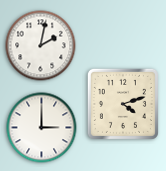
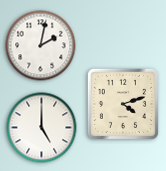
clock at (42, 128): 3:00 -> 5:00
